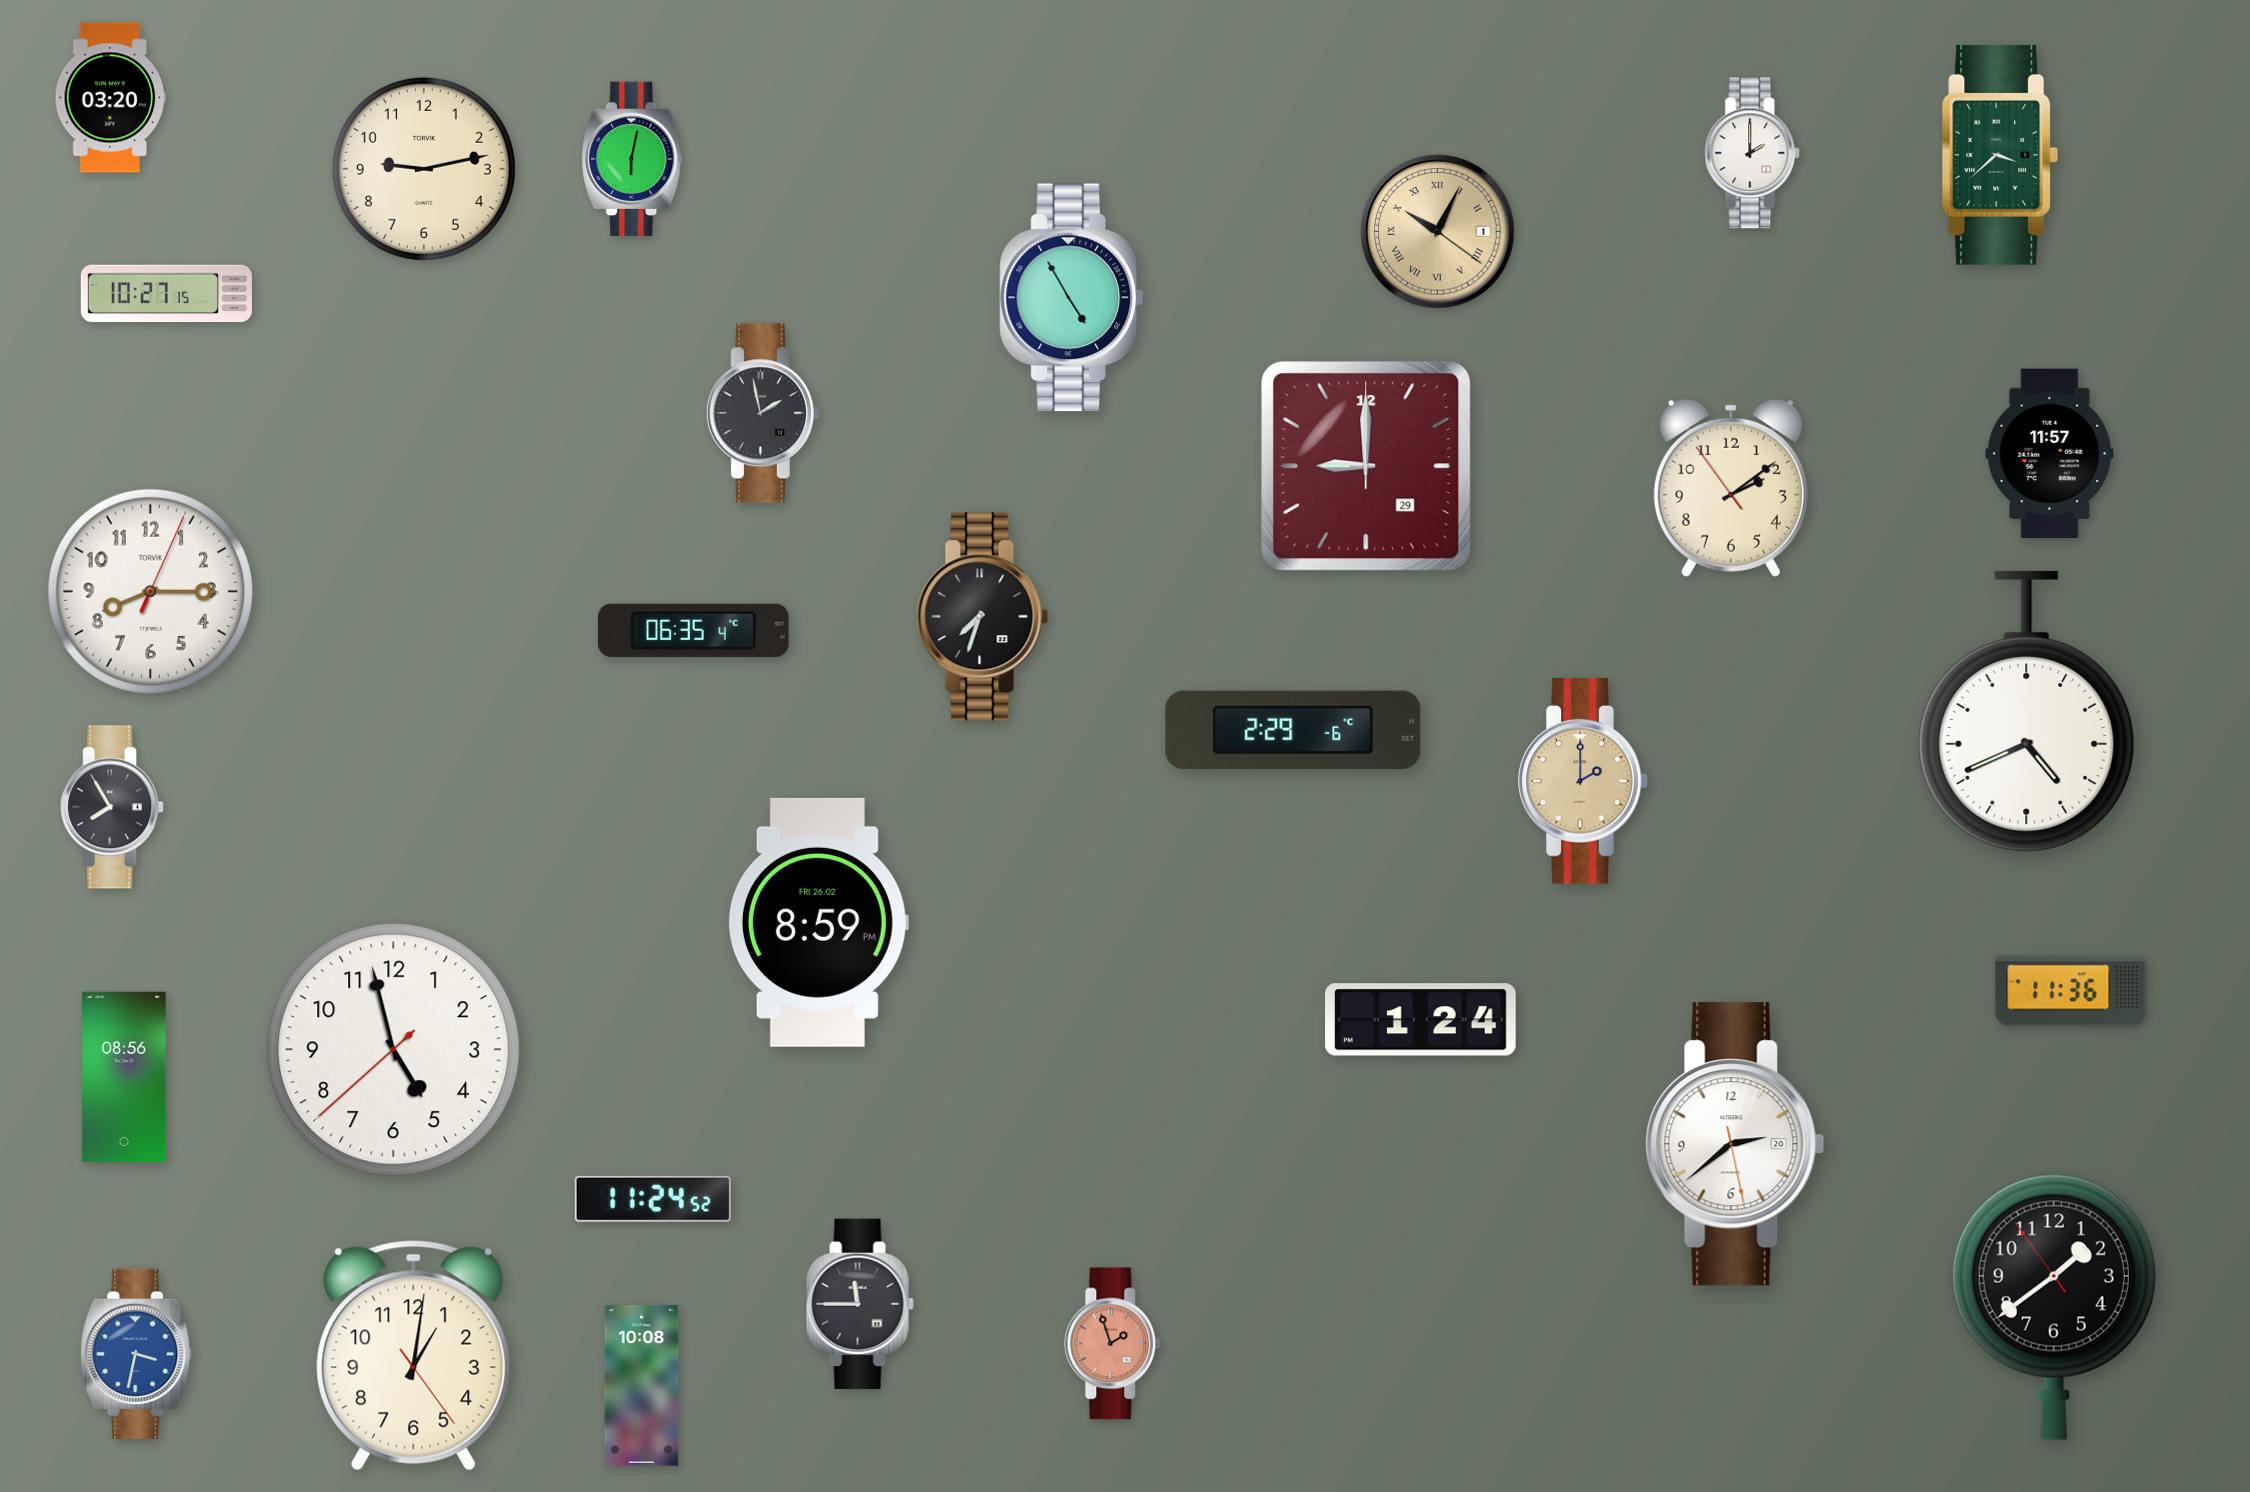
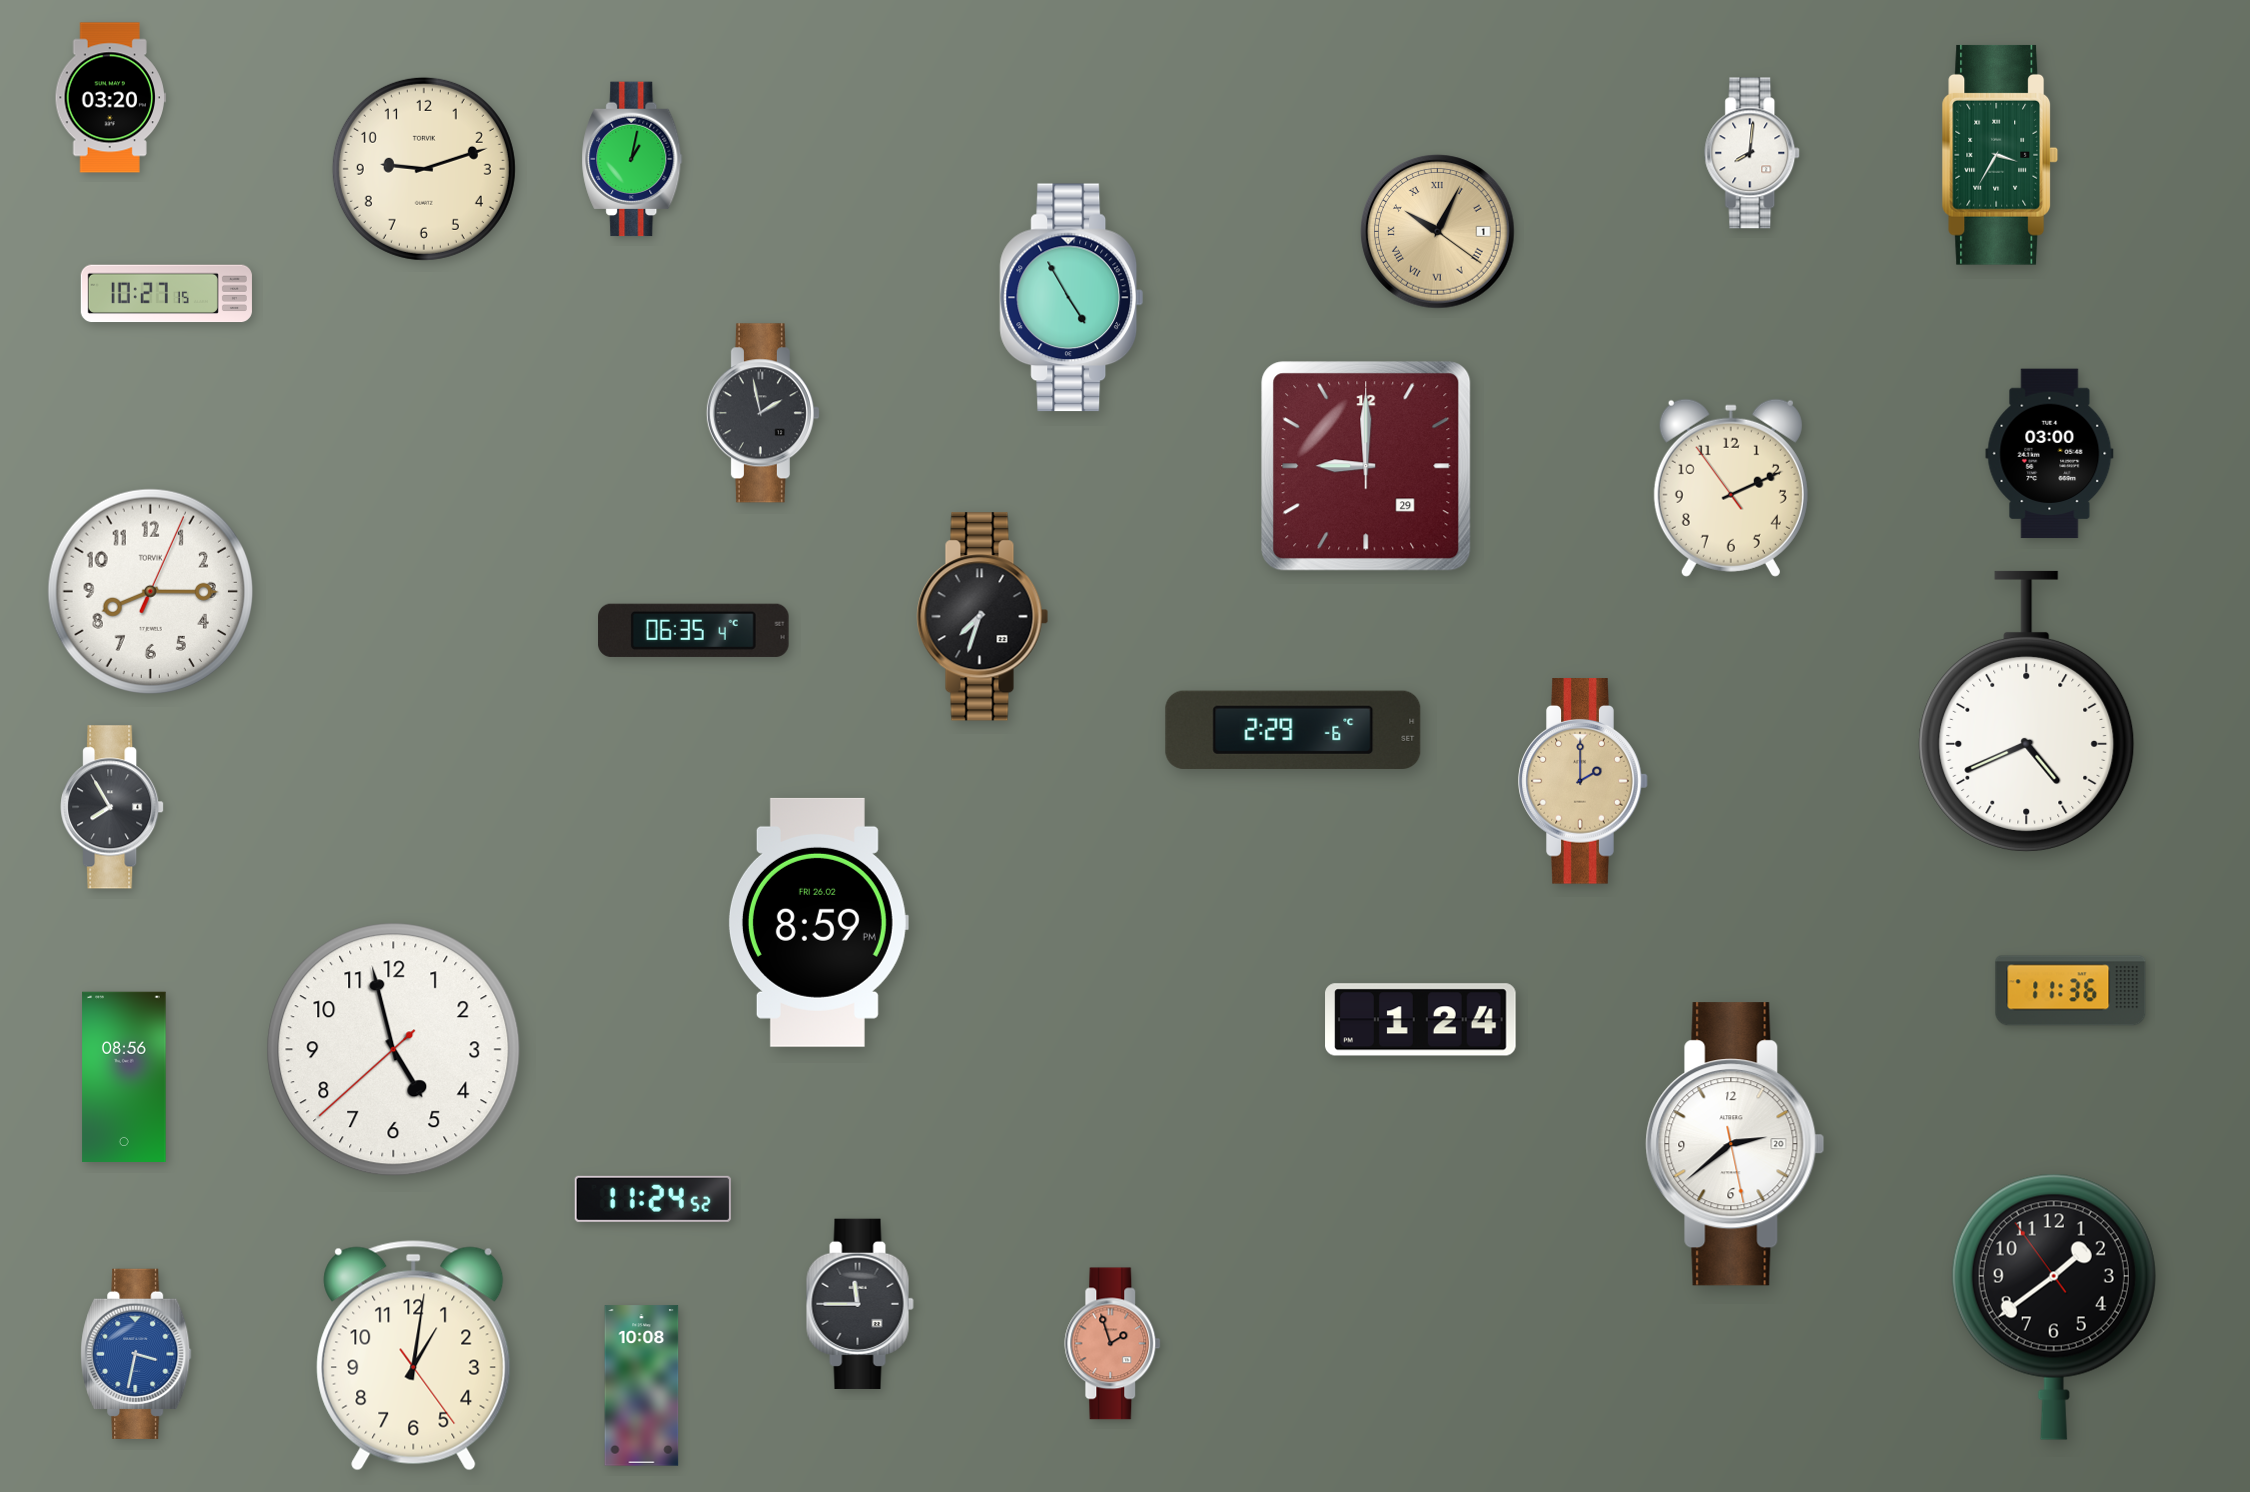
clock at (1753, 153): 2:00 -> 8:01
clock at (2000, 155): 3:38 -> 3:35
clock at (632, 159): 6:02 -> 1:02
clock at (424, 169): 9:13 -> 9:12
clock at (2050, 454): 11:57 -> 03:00
clock at (1731, 488): 2:08 -> 2:10
